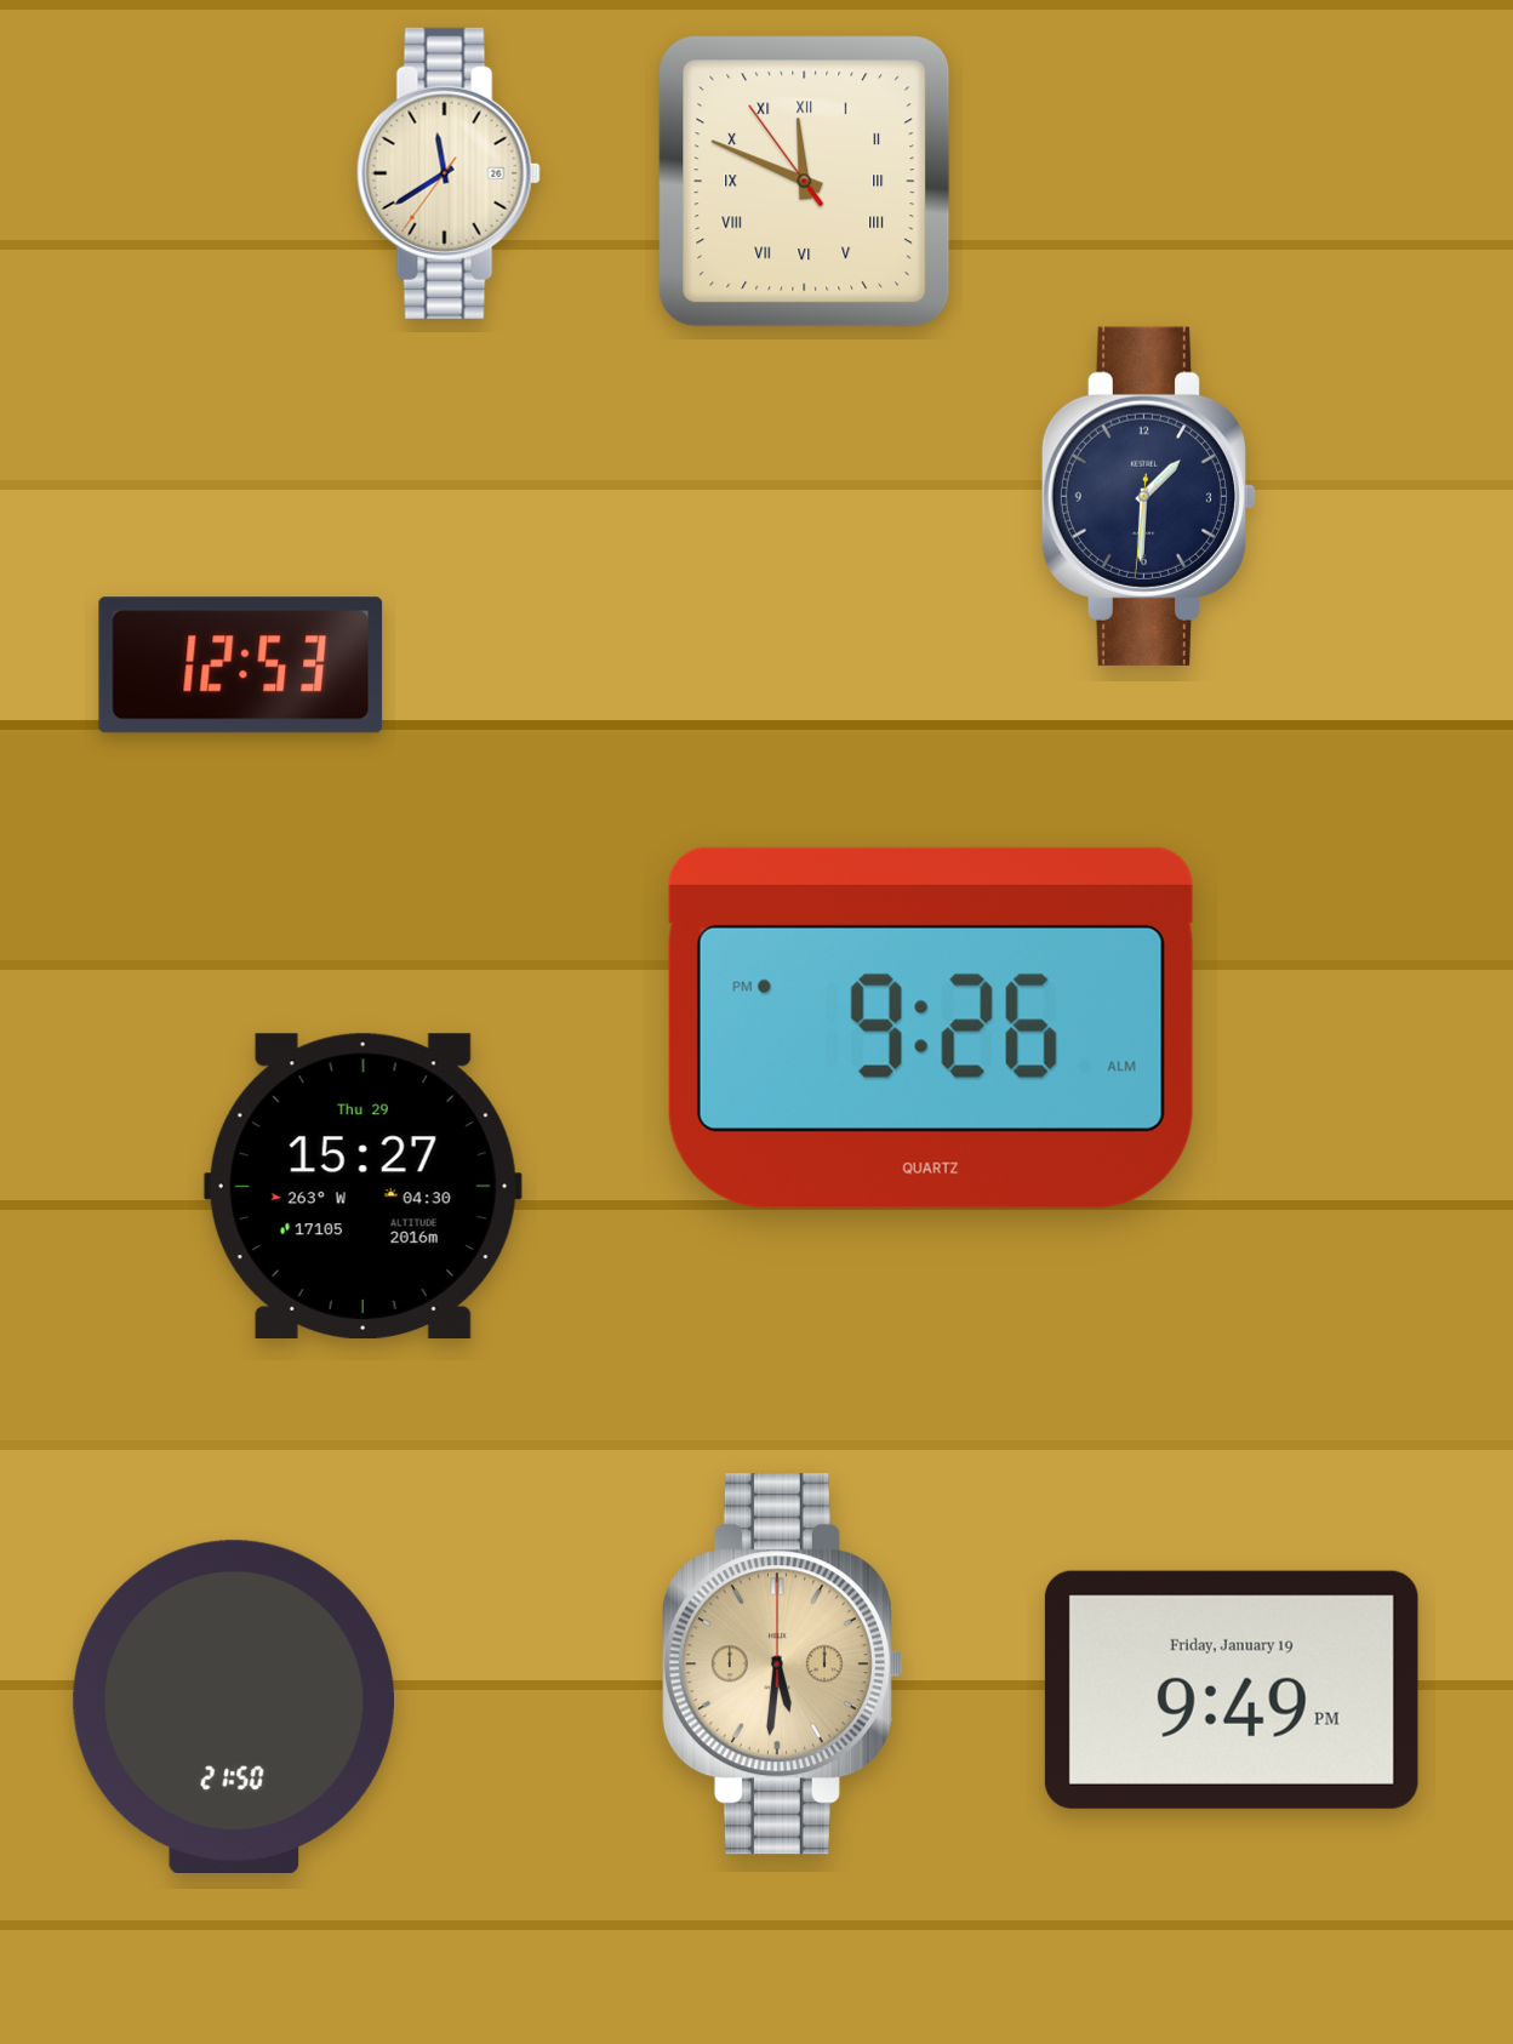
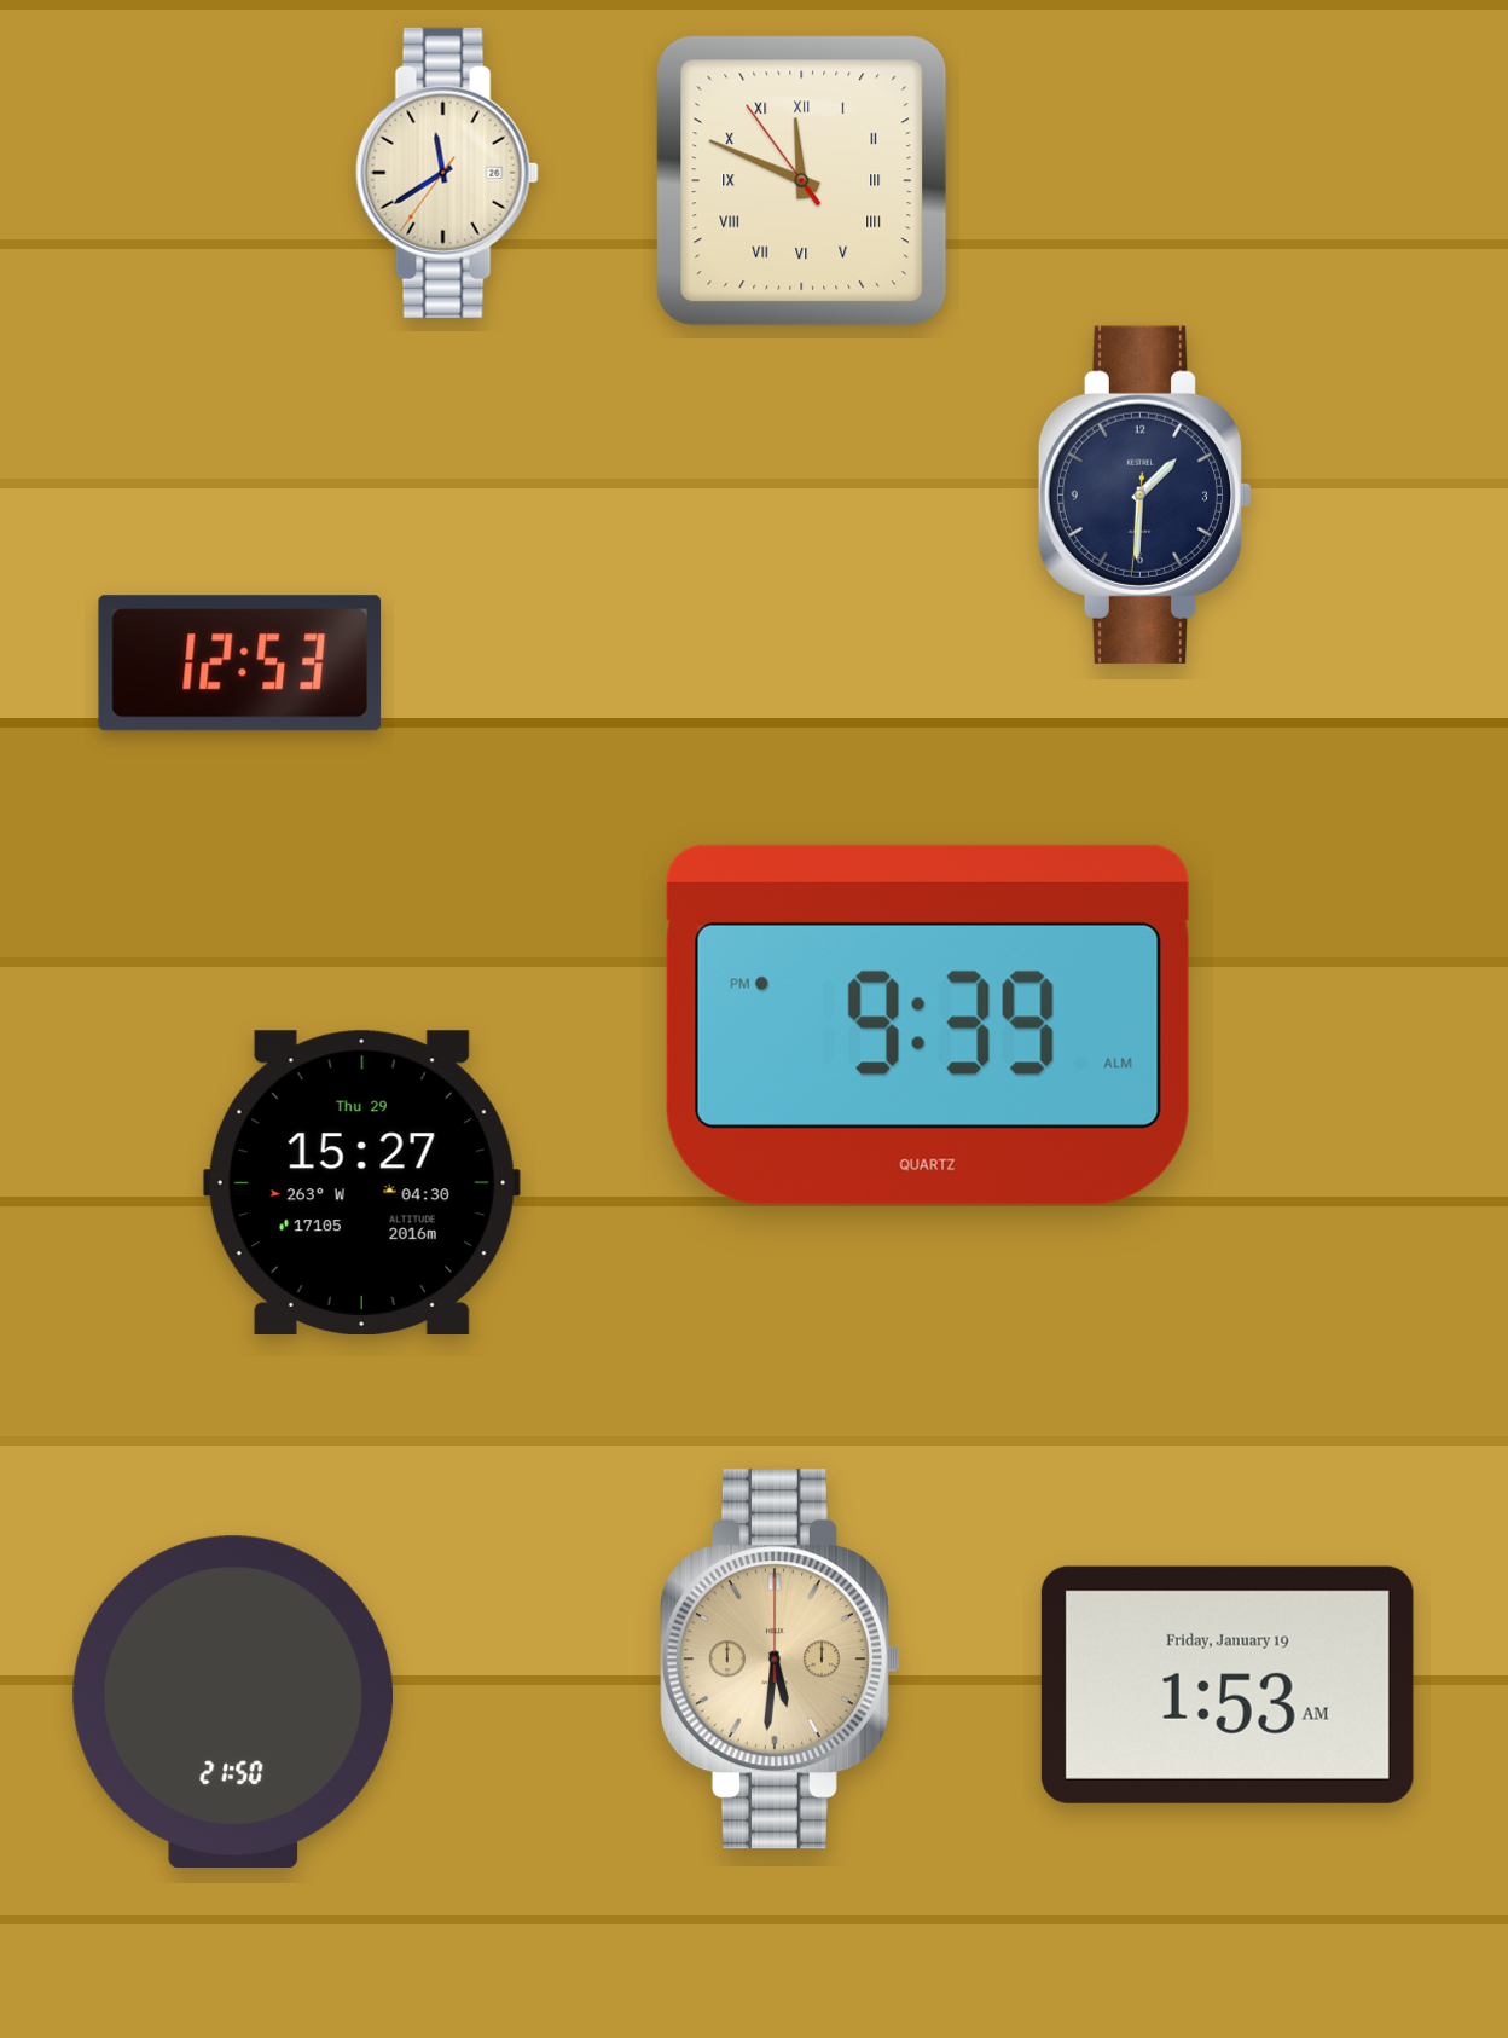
clock at (931, 1028): 9:26 -> 9:39
clock at (1232, 1690): 9:49 -> 1:53
